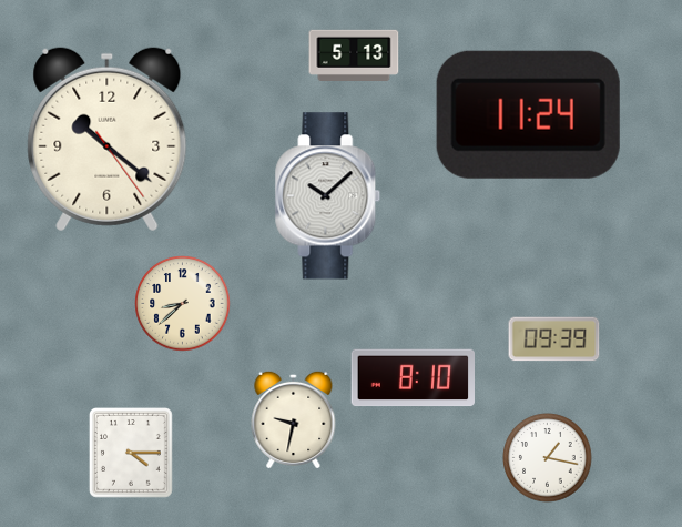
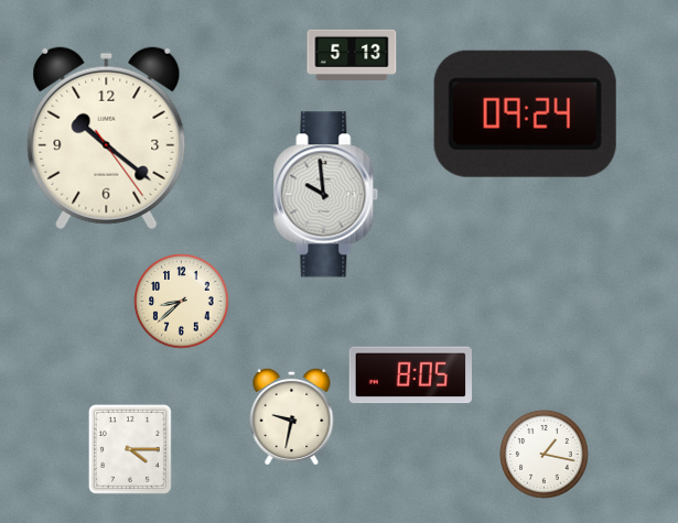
clock at (528, 114): 11:24 -> 09:24
clock at (328, 196): 10:08 -> 9:59
clock at (554, 339): 09:39 -> none
clock at (414, 378): 8:10 -> 8:05
